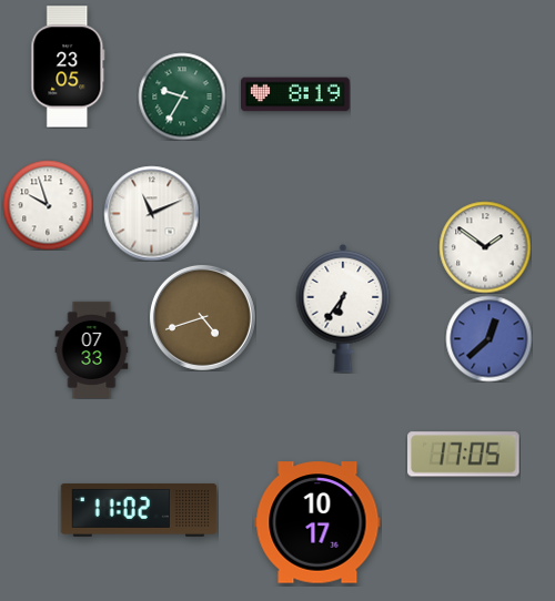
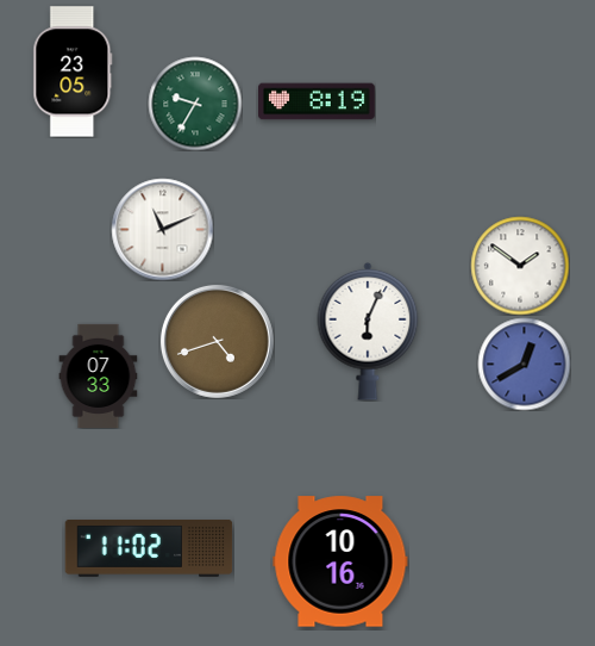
clock at (48, 205): 9:57 -> none
clock at (343, 308): 6:36 -> 6:04
clock at (488, 338): 12:38 -> 12:40
clock at (464, 455): 17:05 -> none
clock at (317, 522): 10:17 -> 10:16
